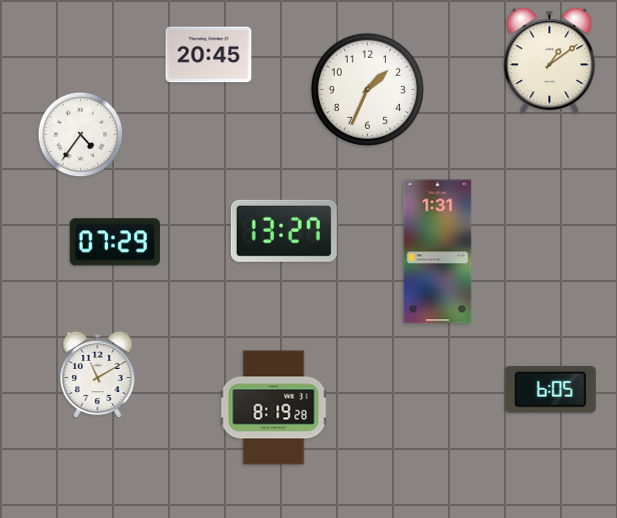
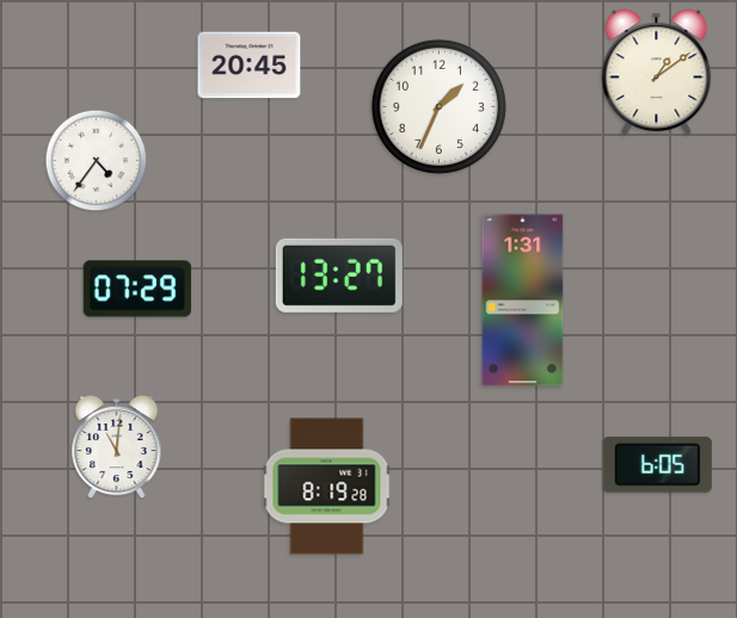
clock at (98, 375): 11:10 -> 11:01
